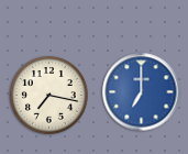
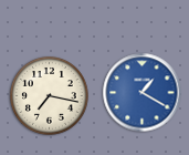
clock at (142, 92): 7:00 -> 1:20
